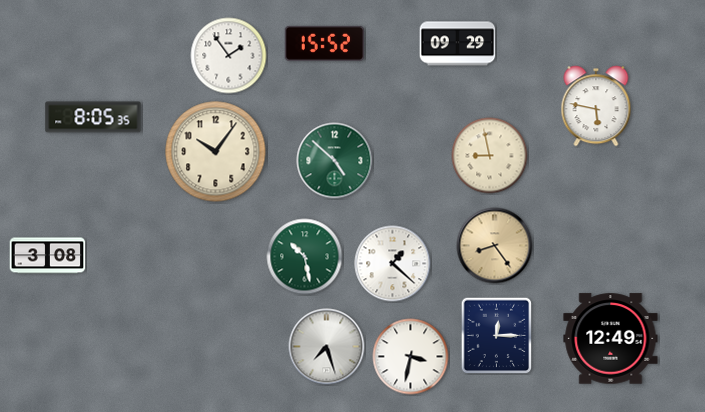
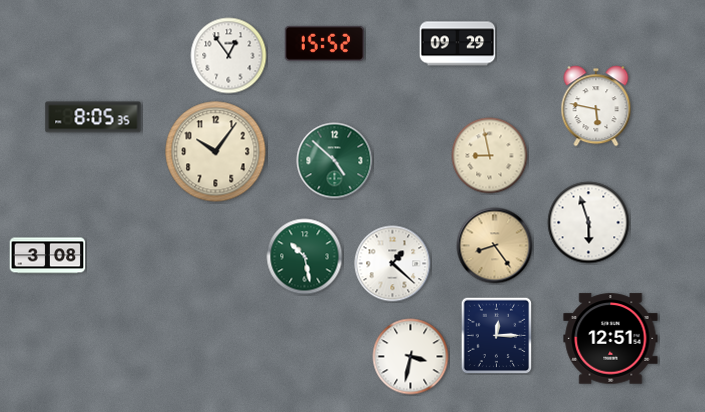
clock at (229, 56): 1:54 -> 12:54
clock at (589, 223): none -> 5:57
clock at (611, 339): 12:49 -> 12:51
clock at (327, 347): 7:27 -> none
